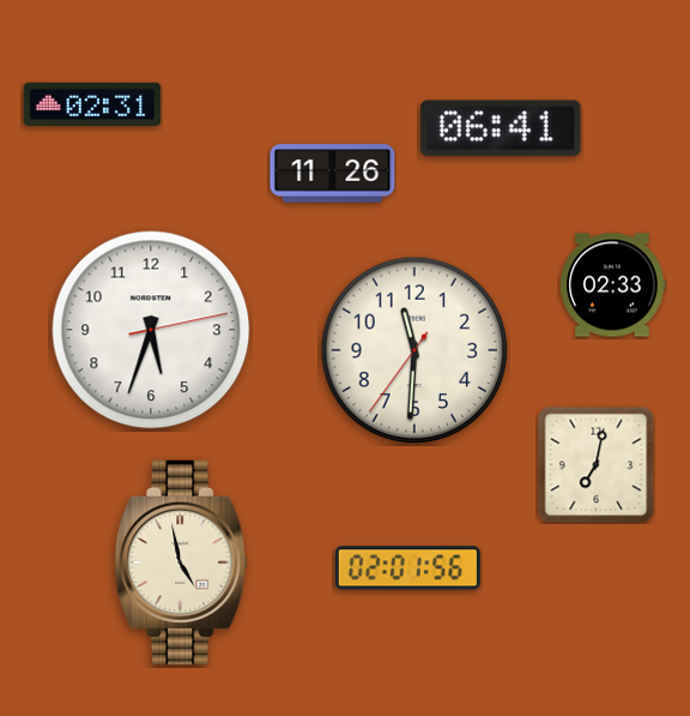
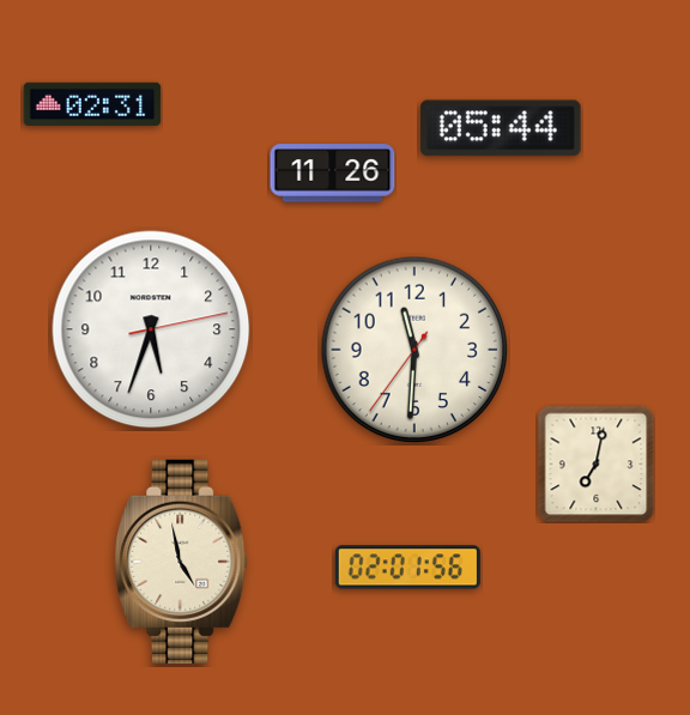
clock at (501, 128): 06:41 -> 05:44
clock at (613, 285): 02:33 -> none
